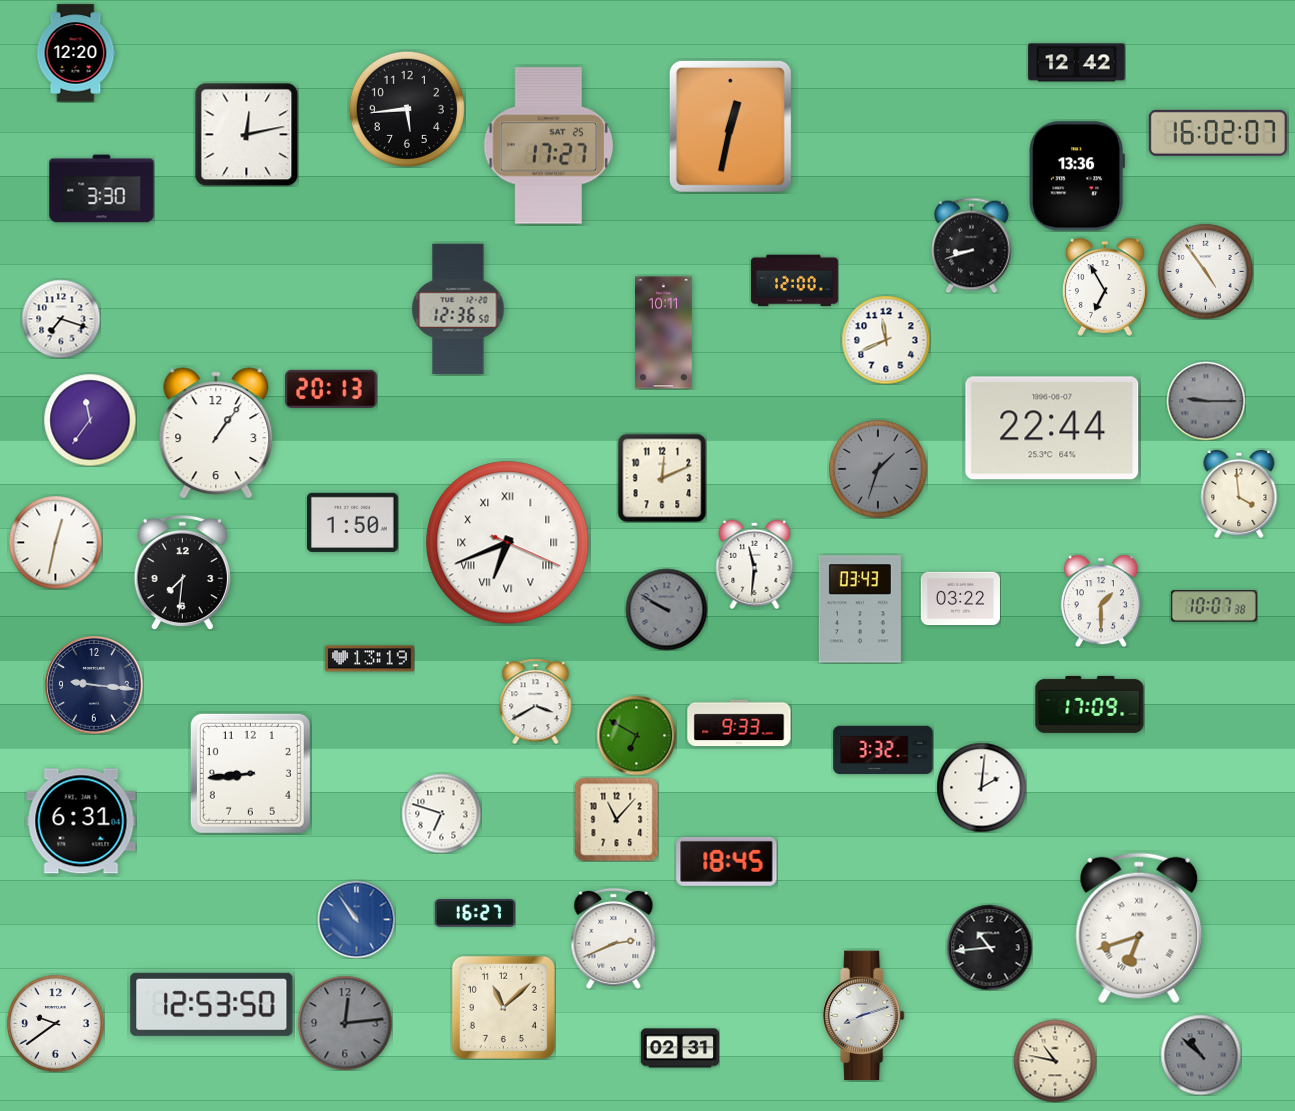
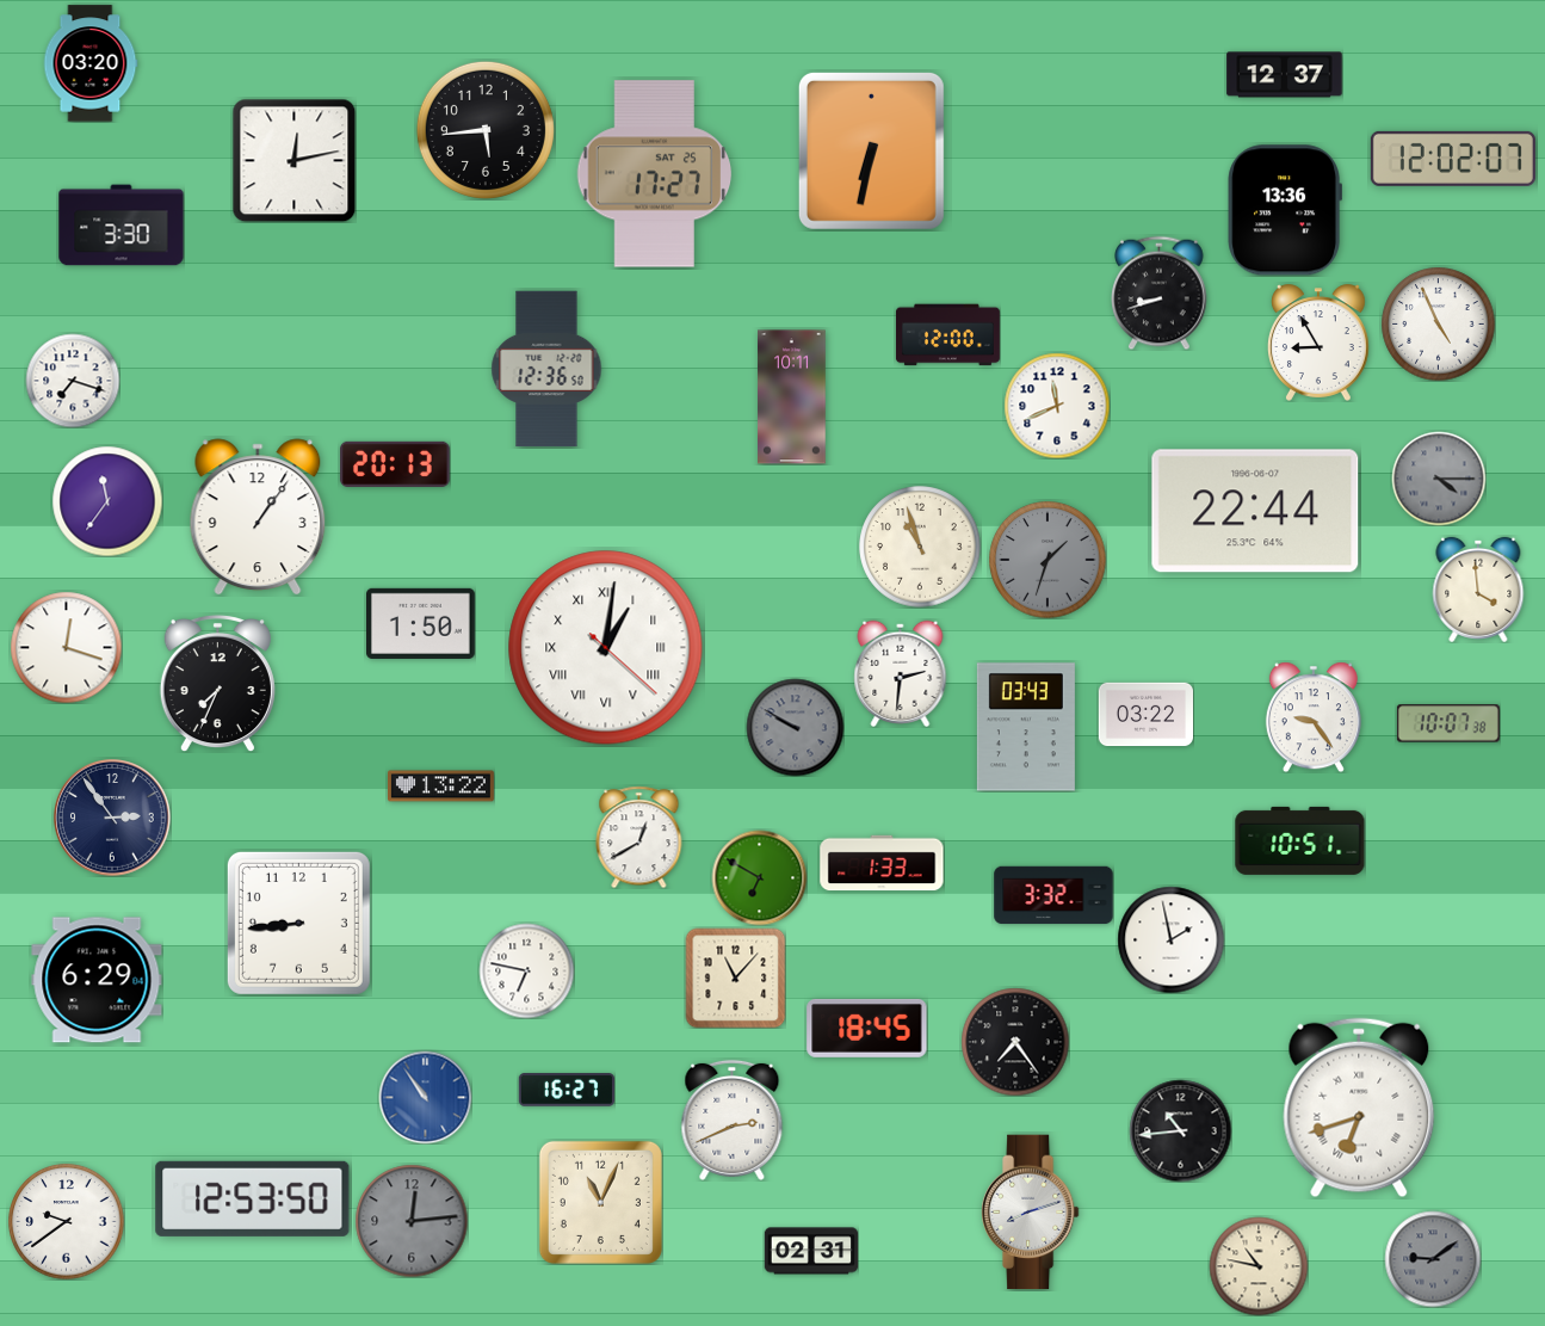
clock at (76, 53): 12:20 -> 03:20
clock at (1077, 63): 12:42 -> 12:37
clock at (730, 126): 12:32 -> 6:32
clock at (1218, 133): 16:02 -> 12:02
clock at (1205, 271): 4:54 -> 4:56
clock at (1105, 287): 6:55 -> 8:55
clock at (1206, 401): 9:15 -> 4:15
clock at (920, 547): none -> 10:57
clock at (662, 478): 12:11 -> none
clock at (55, 542): 12:32 -> 12:18
clock at (508, 543): 6:41 -> 1:01
clock at (755, 564): 11:31 -> 2:31
clock at (182, 572): 7:31 -> 7:34
clock at (1101, 601): 1:30 -> 9:24
clock at (370, 659): 13:19 -> 13:22
clock at (95, 686): 9:16 -> 2:54
clock at (536, 701): 3:40 -> 12:40
clock at (1090, 704): 17:09 -> 10:51
clock at (739, 723): 9:33 -> 1:33
clock at (981, 787): 2:01 -> 1:58
clock at (441, 813): 6:48 -> 6:47
clock at (81, 821): 6:31 -> 6:29
clock at (1015, 1042): none -> 7:24
clock at (503, 1007): 11:08 -> 11:04
clock at (1201, 1055): 10:52 -> 9:09
